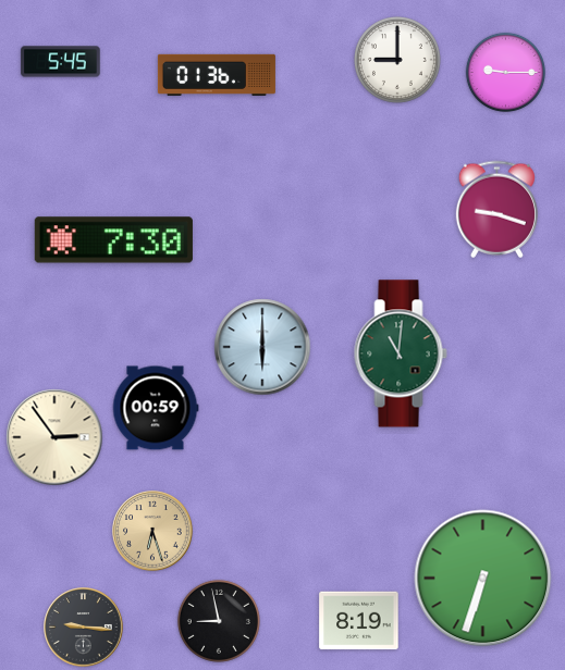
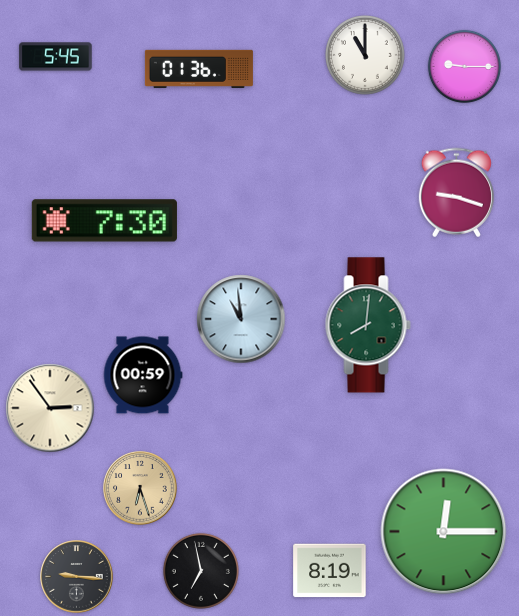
clock at (398, 61): 9:00 -> 11:00
clock at (262, 347): 6:00 -> 10:59
clock at (401, 353): 11:01 -> 8:01
clock at (54, 437) position: (54, 437) -> (50, 408)
clock at (483, 579): 6:33 -> 12:15
clock at (219, 621): 8:58 -> 6:58
